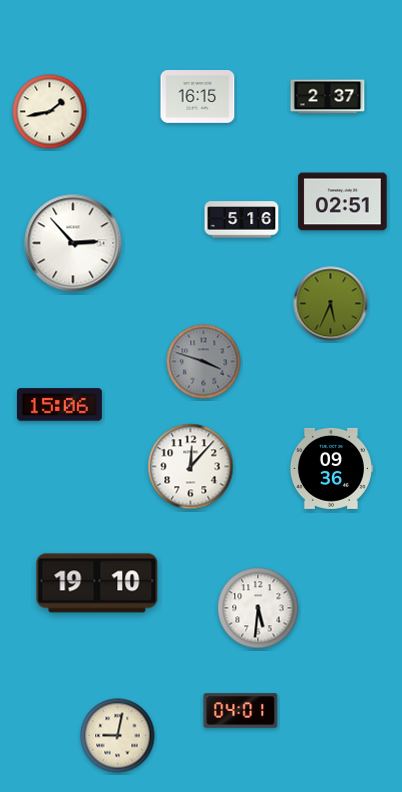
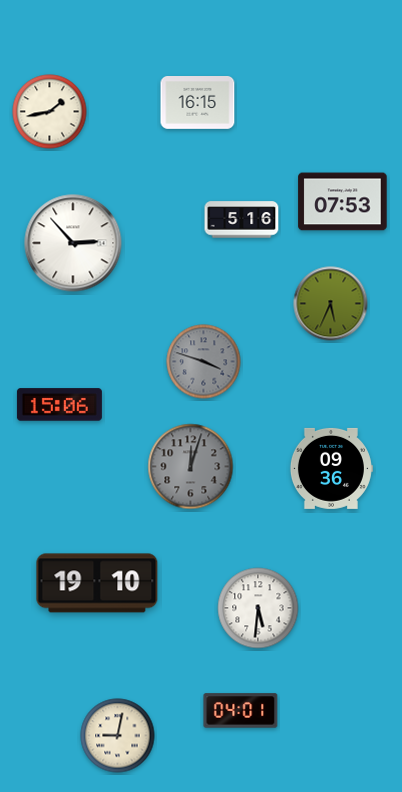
clock at (198, 97) position: (198, 97) -> (198, 103)
clock at (328, 97): 2:37 -> none
clock at (343, 202): 02:51 -> 07:53
clock at (191, 467): 12:07 -> 12:03
clock at (191, 467) dial: white -> grey
